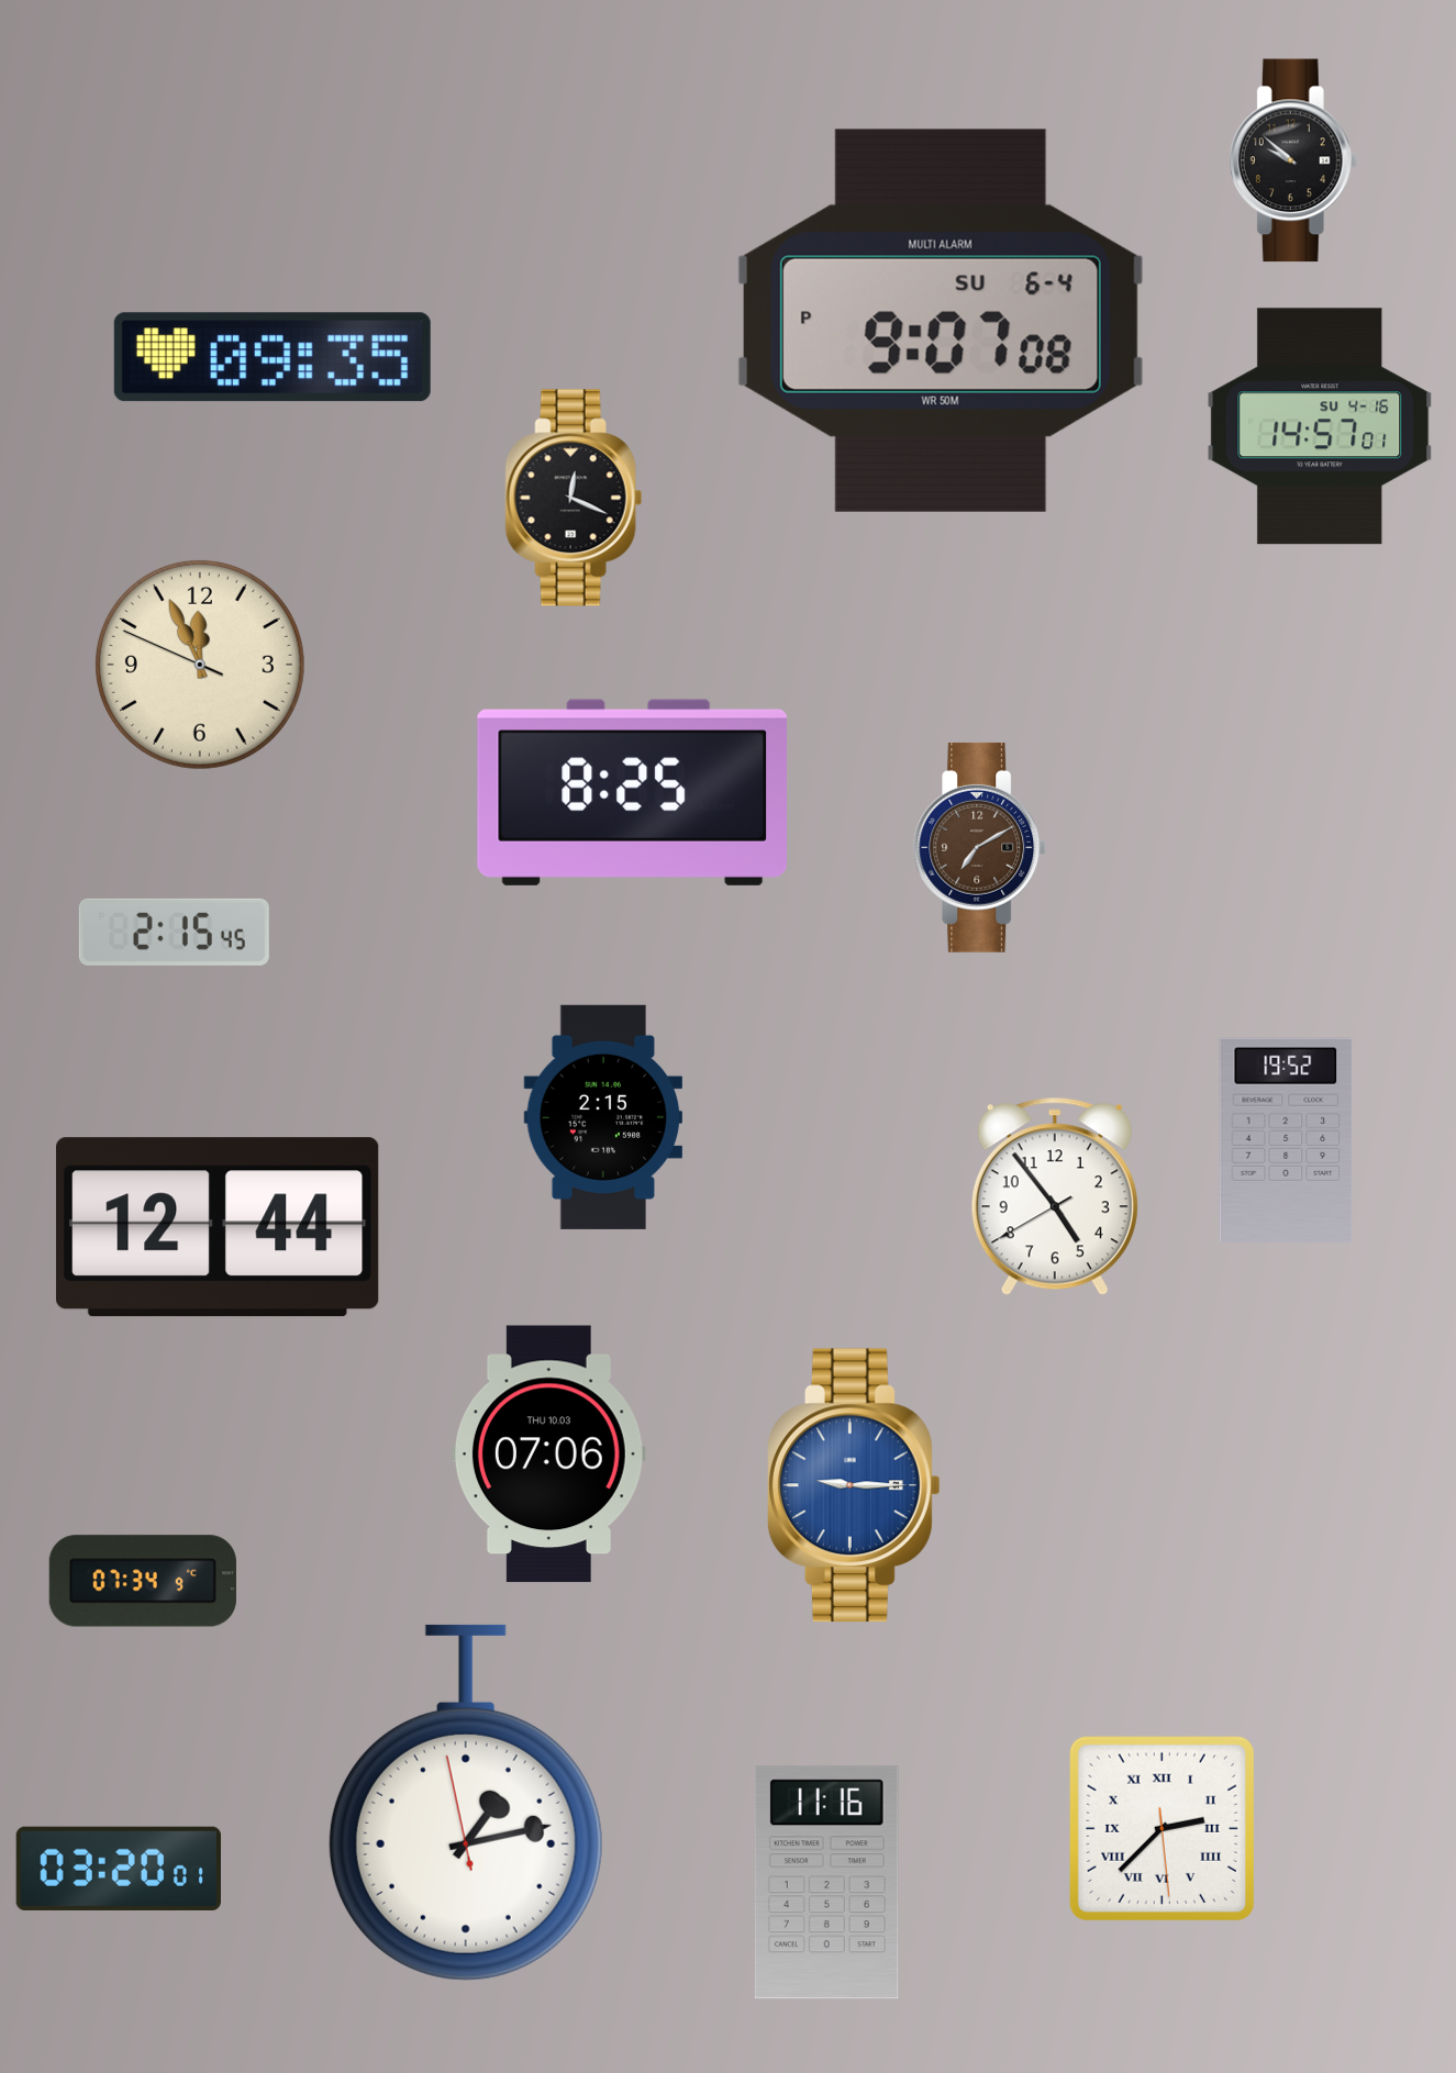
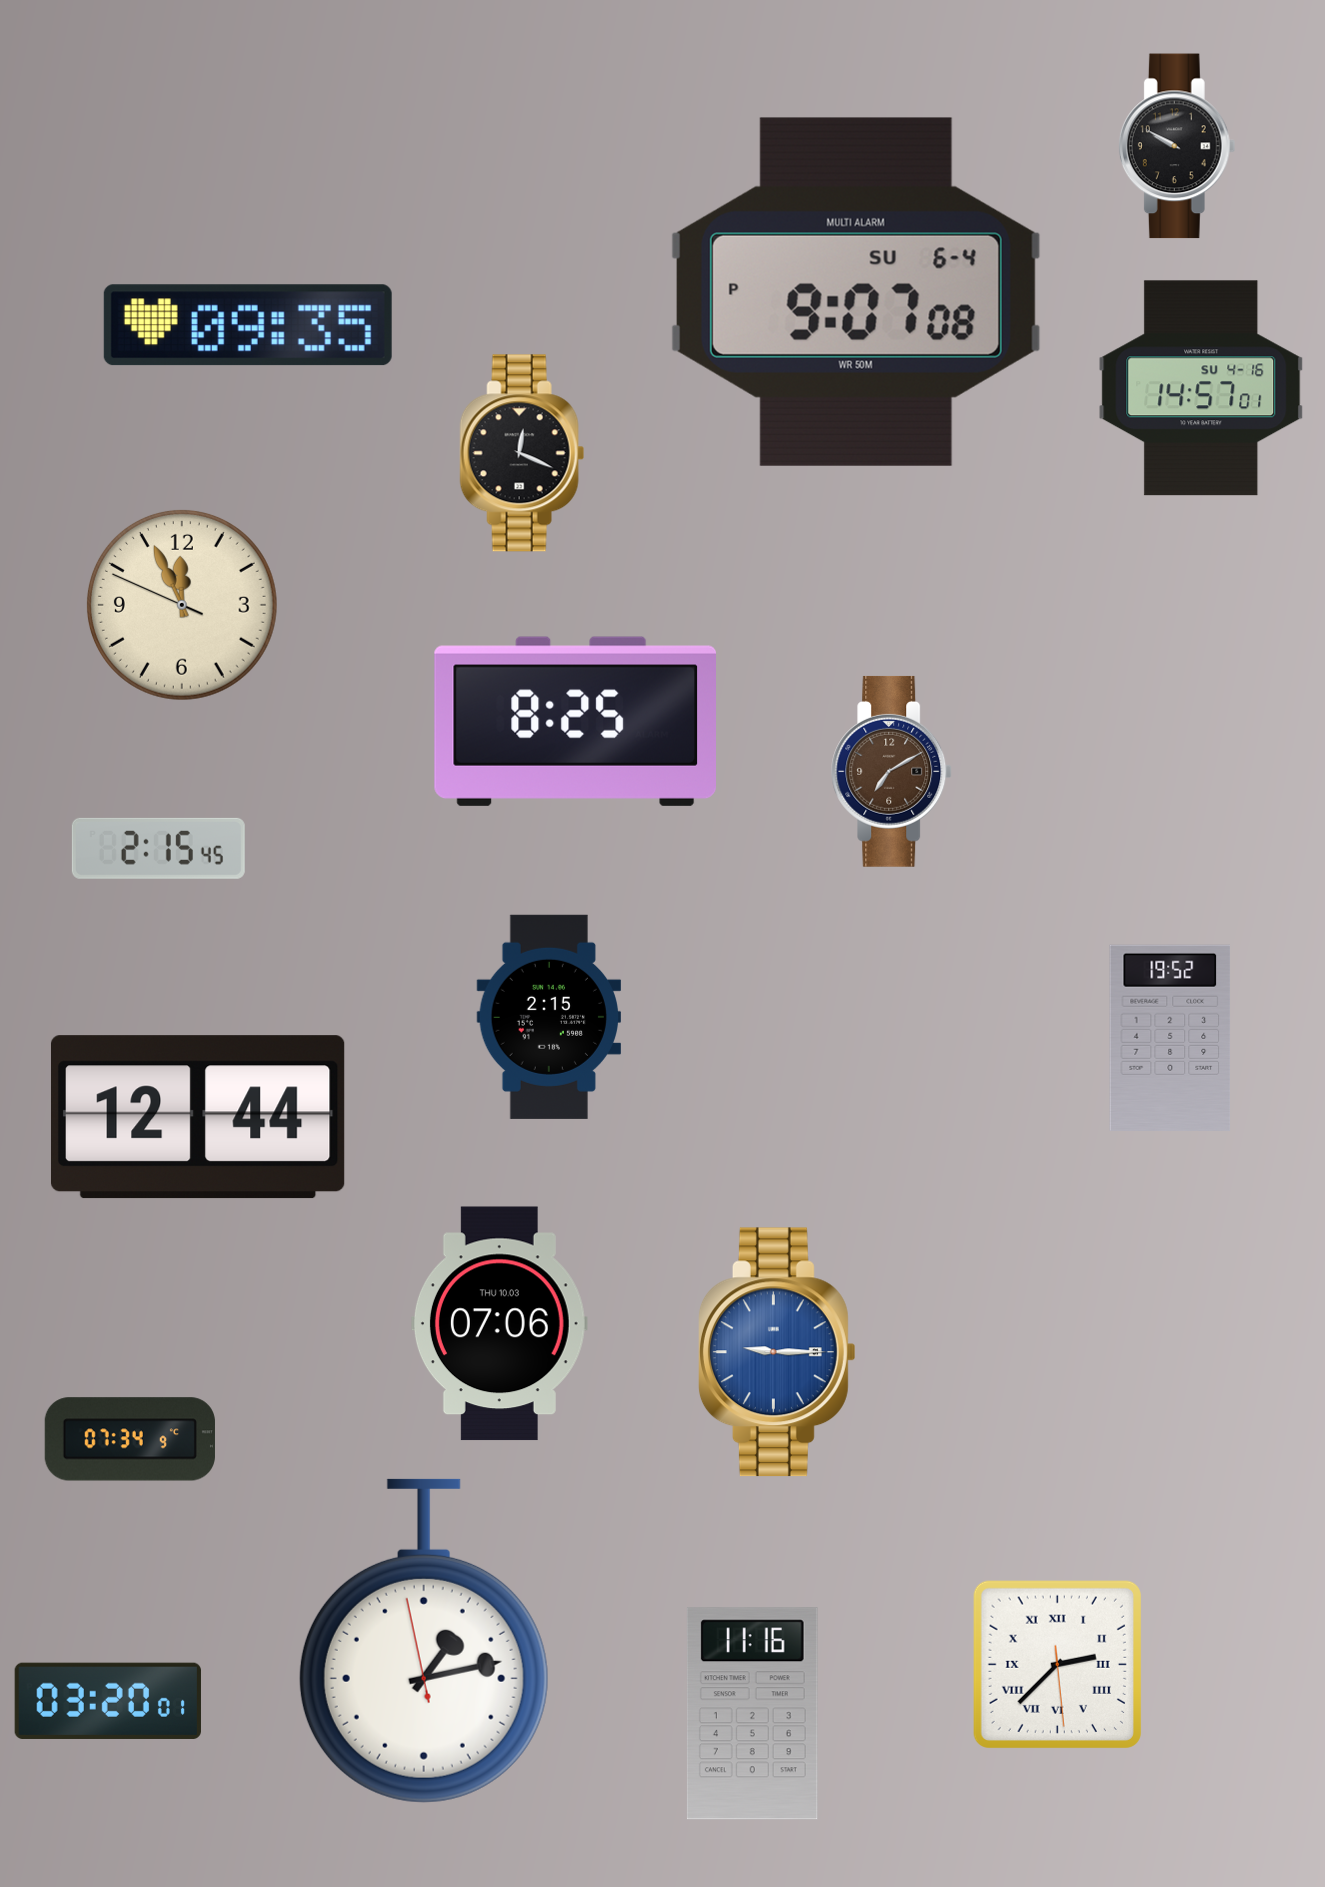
clock at (1293, 160): 9:52 -> 9:50
clock at (1055, 1196): 4:53 -> none
